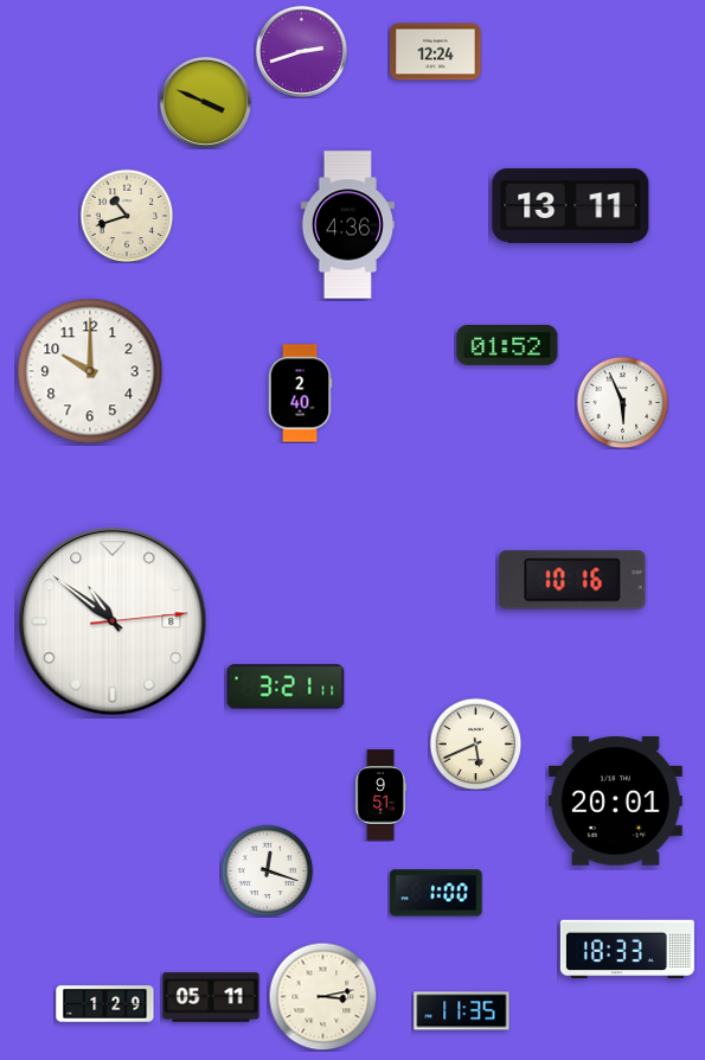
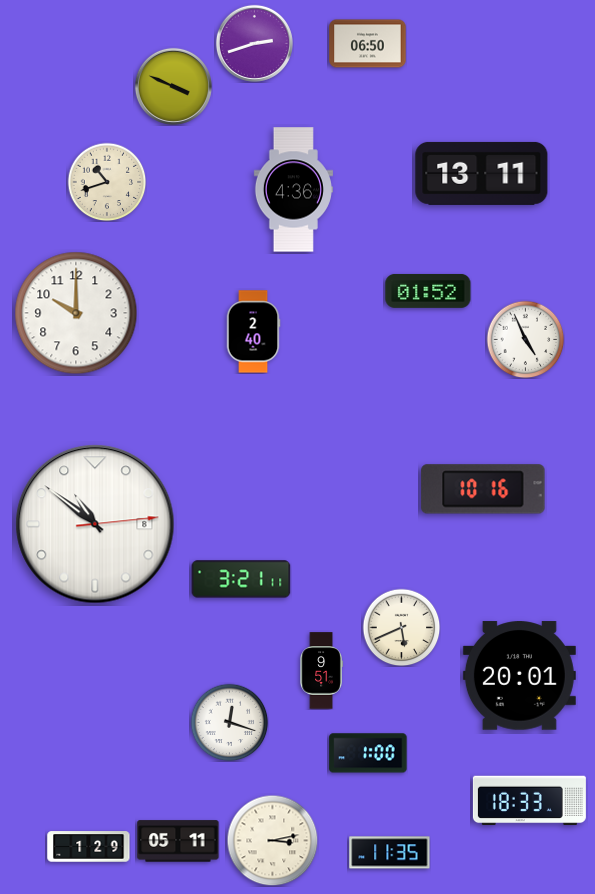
clock at (436, 52): 12:24 -> 06:50
clock at (622, 402): 5:56 -> 4:56
clock at (267, 870) position: (267, 870) -> (229, 722)
